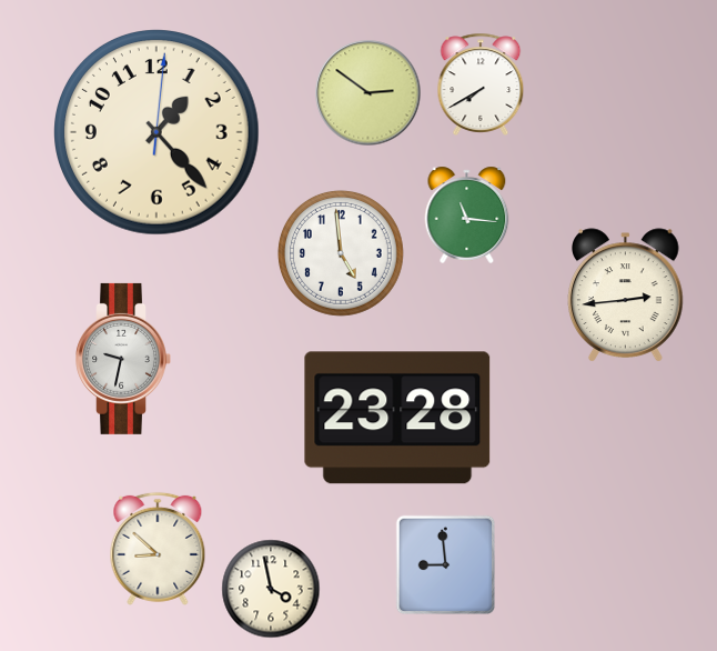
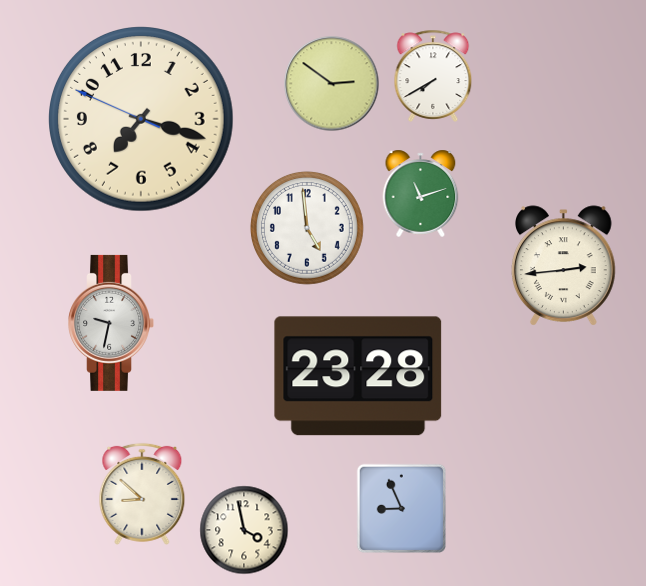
clock at (158, 133): 1:23 -> 7:17
clock at (467, 214): 11:16 -> 11:12
clock at (445, 564): 8:59 -> 8:56
